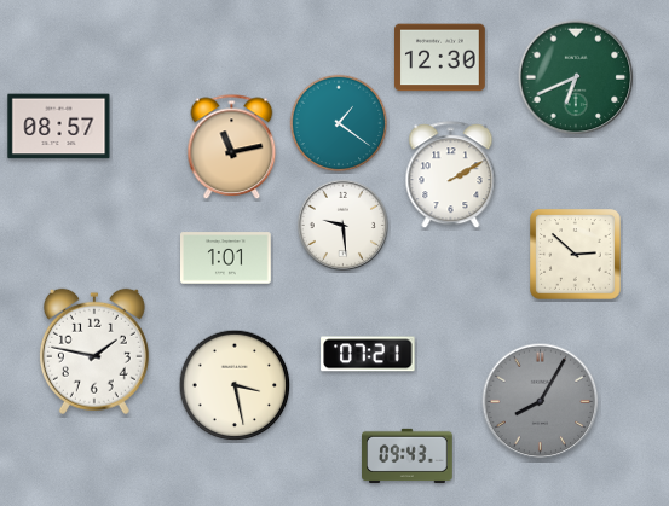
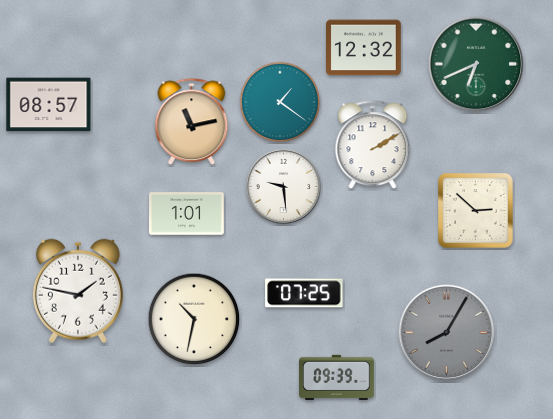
clock at (440, 58): 12:30 -> 12:32
clock at (368, 354): 07:21 -> 07:25
clock at (235, 385): 3:28 -> 10:32
clock at (408, 455): 09:43 -> 09:39
